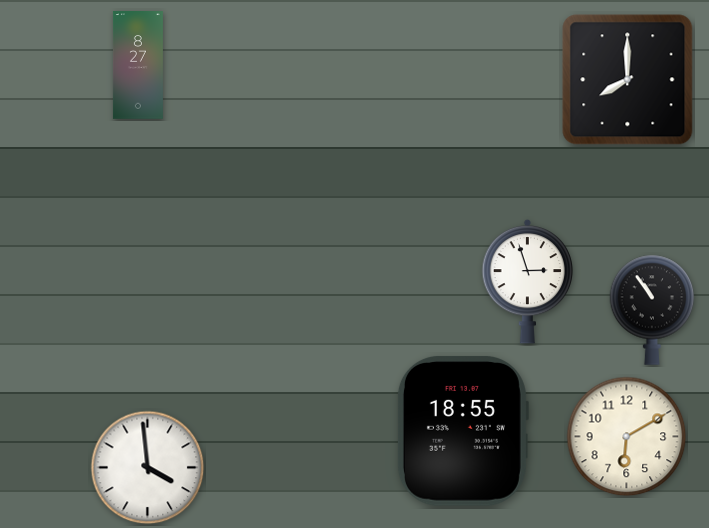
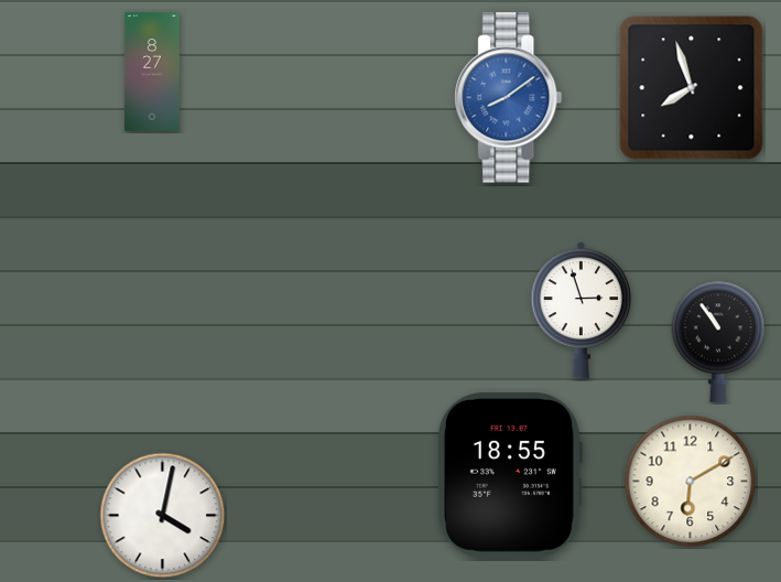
clock at (628, 80): 8:00 -> 7:57
clock at (509, 98): none -> 8:09
clock at (148, 468): 3:59 -> 4:02
